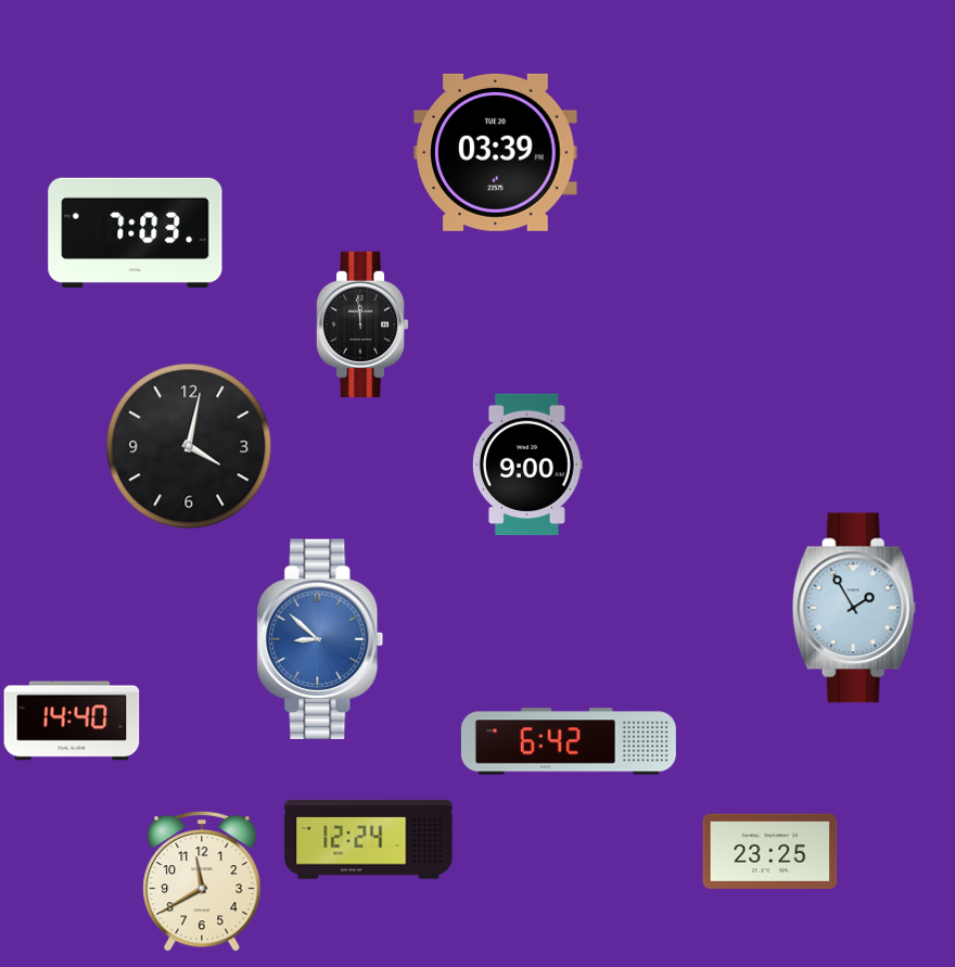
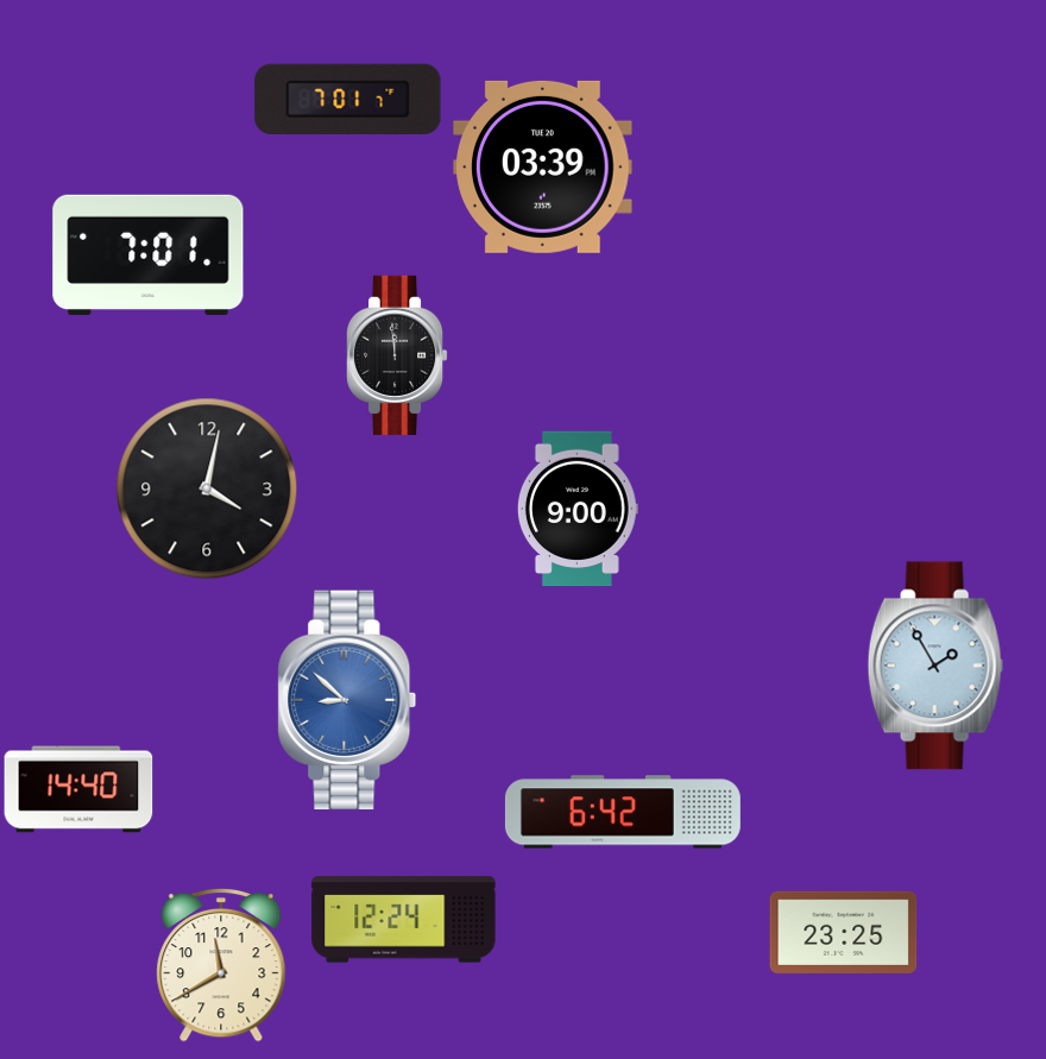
clock at (348, 99): none -> 7:01
clock at (136, 232): 7:03 -> 7:01
clock at (320, 638) position: (320, 638) -> (347, 699)
